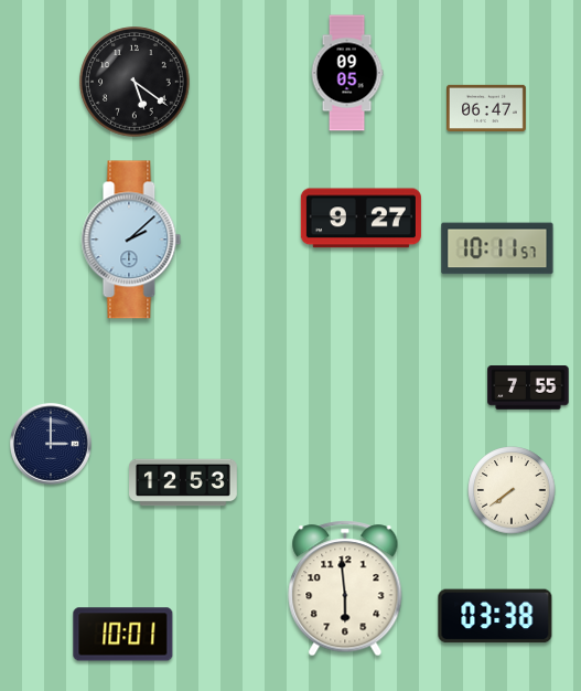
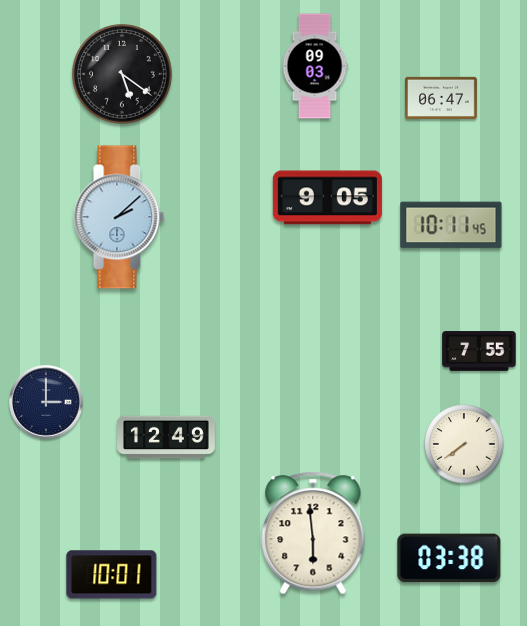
clock at (347, 73): 09:05 -> 09:03
clock at (361, 219): 9:27 -> 9:05
clock at (497, 248): 10:11:57 -> 10:11:45
clock at (183, 482): 12:53 -> 12:49
